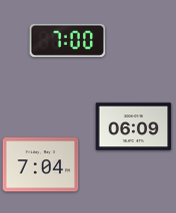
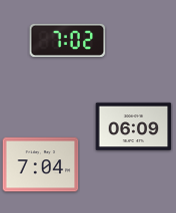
clock at (68, 40): 7:00 -> 7:02
